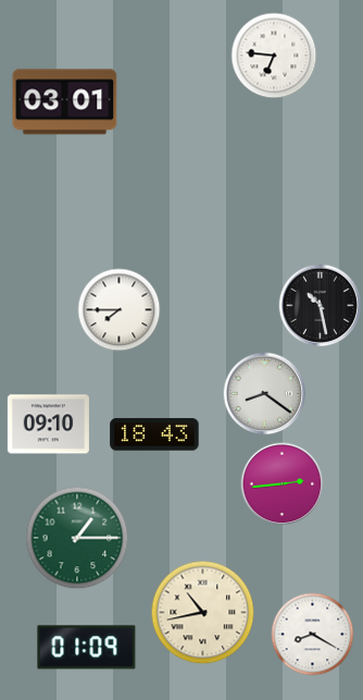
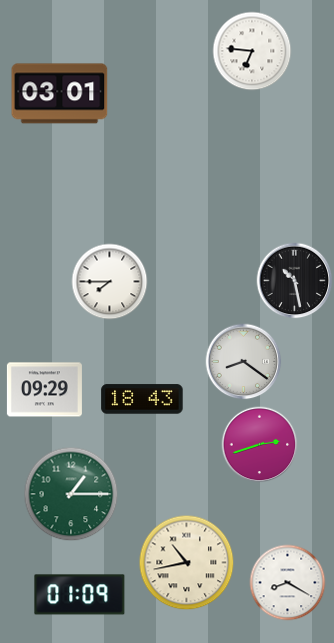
clock at (120, 310) position: (120, 310) -> (110, 282)
clock at (48, 425): 09:10 -> 09:29
clock at (283, 484): 2:44 -> 2:42
